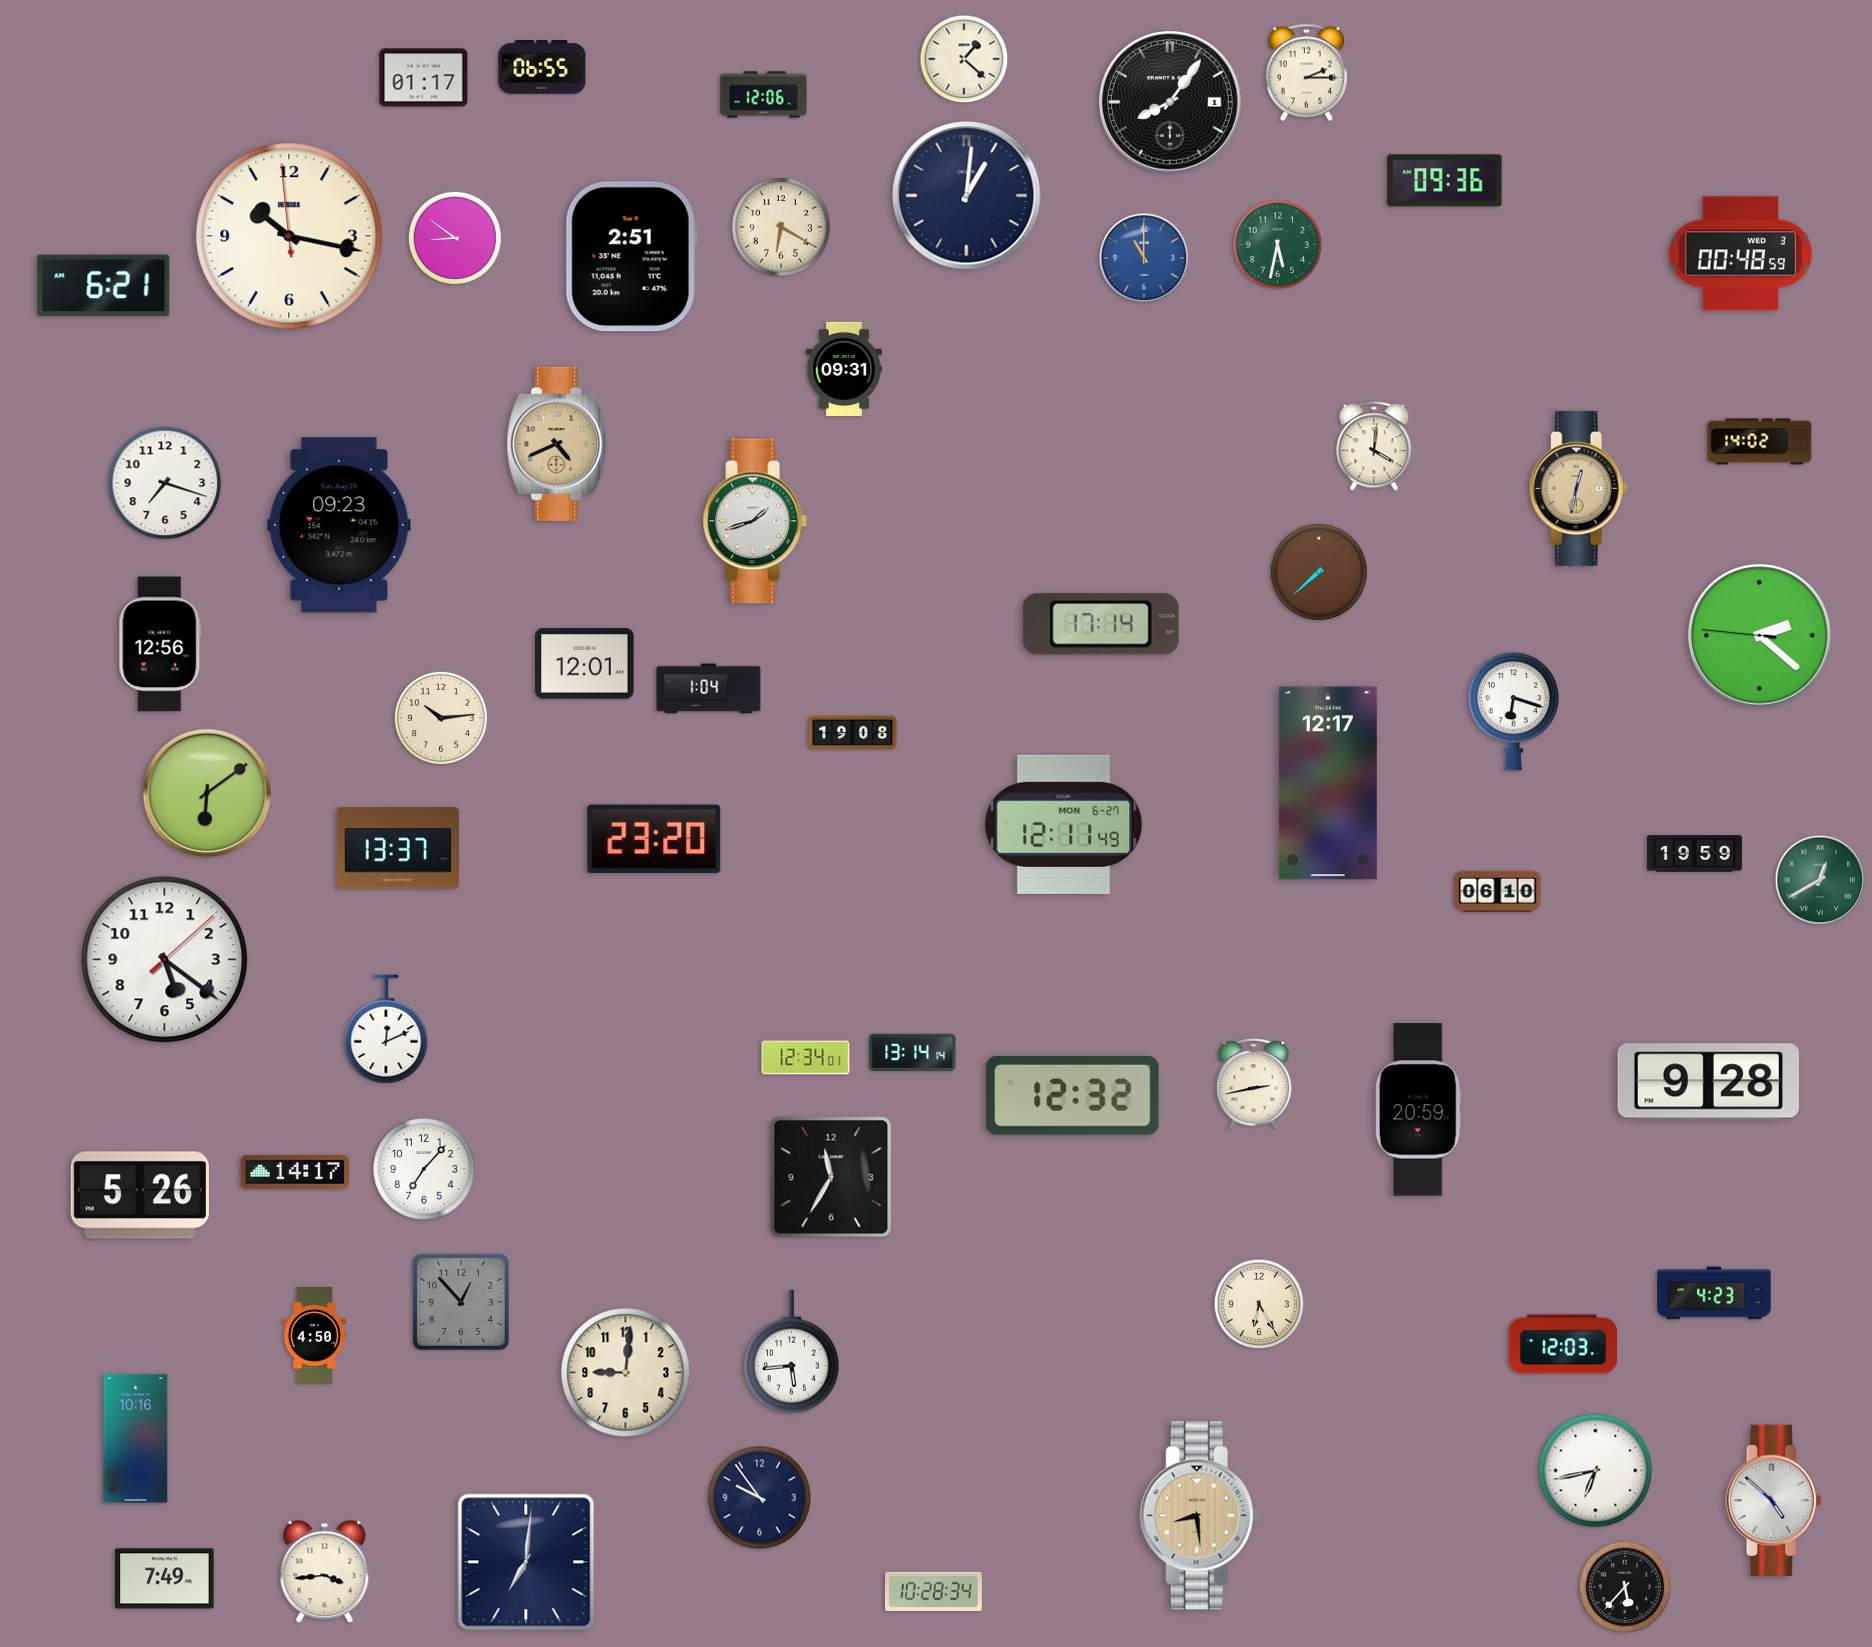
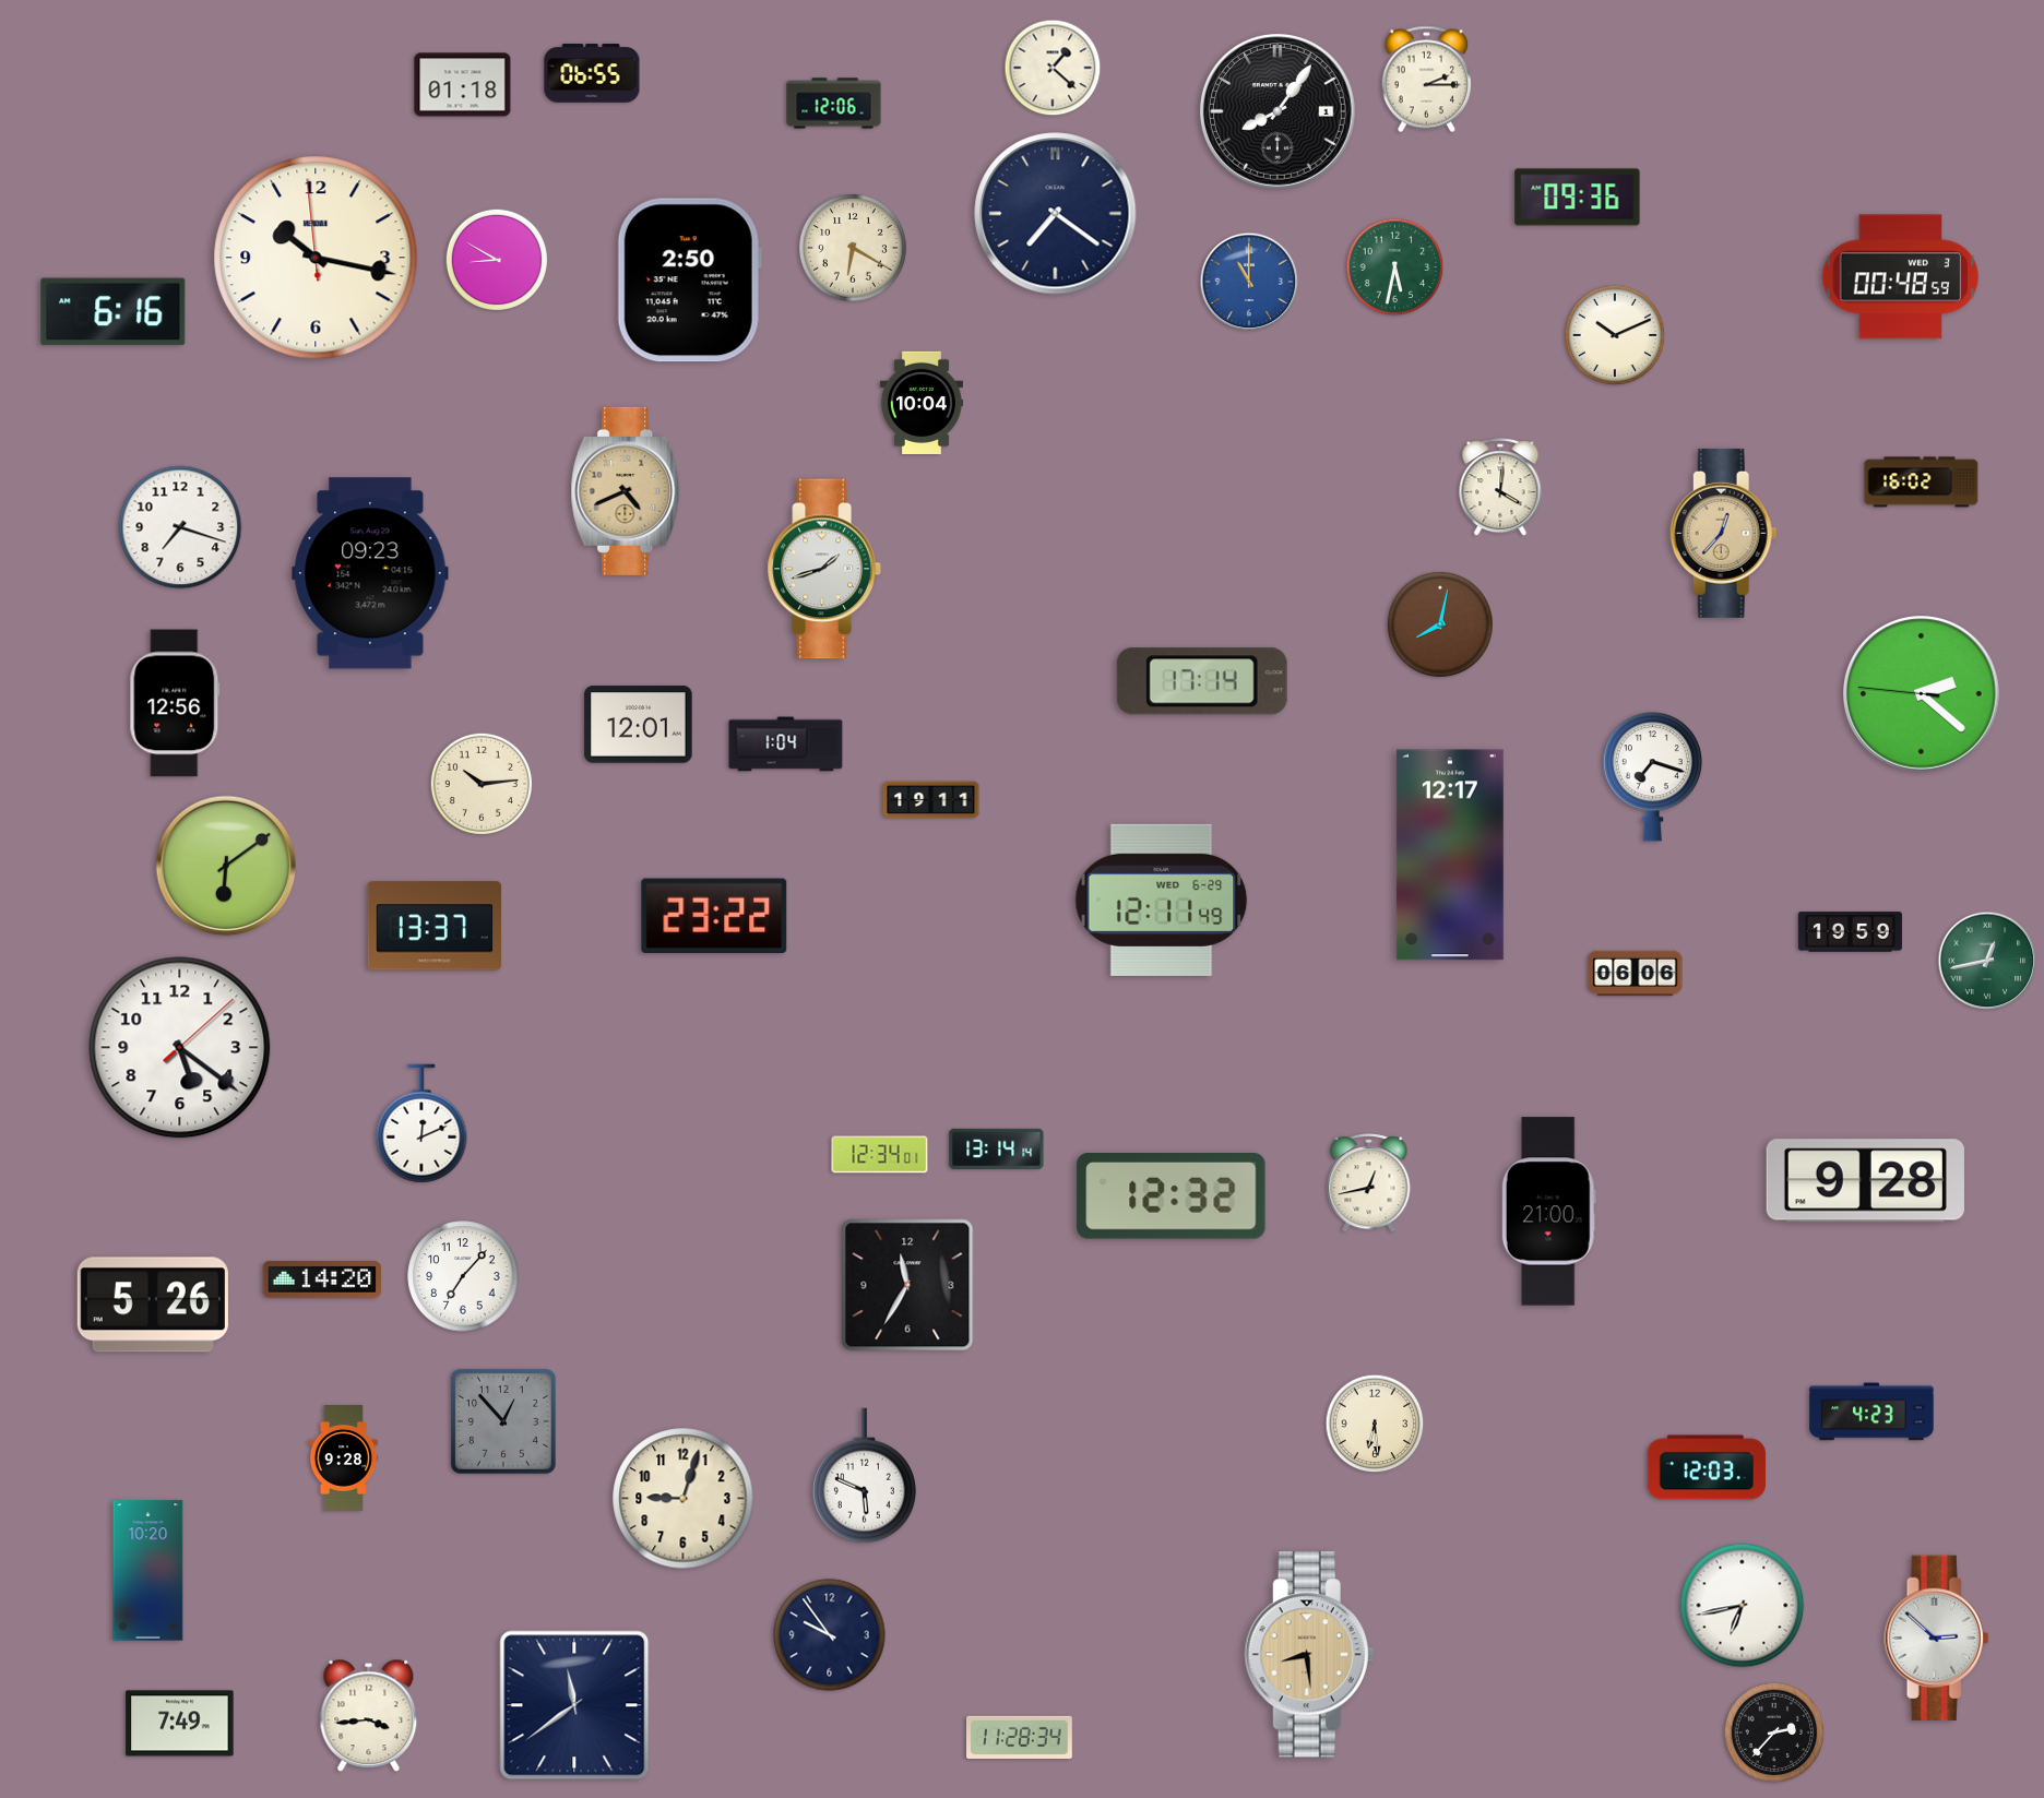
clock at (964, 59) position: (964, 59) -> (1053, 68)
clock at (424, 78): 01:17 -> 01:18
clock at (967, 196): 1:01 -> 7:21
clock at (455, 238): 8:51 -> 8:50
clock at (631, 257): 2:51 -> 2:50
clock at (104, 286): 6:21 -> 6:16
clock at (1615, 335): none -> 10:11
clock at (844, 368): 09:31 -> 10:04
clock at (1760, 442): 14:02 -> 16:02
clock at (557, 444) position: (557, 444) -> (626, 491)
clock at (1578, 488): 12:32 -> 12:37
clock at (1319, 572): 7:38 -> 8:02
clock at (709, 689) position: (709, 689) -> (786, 745)
clock at (1513, 712): 6:18 -> 7:18
clock at (853, 733): 19:08 -> 19:11
clock at (1064, 824) date: MON 6-27 -> WED 6-29
clock at (654, 838): 23:20 -> 23:22
clock at (1820, 880): 12:40 -> 12:43
clock at (1498, 892): 06:10 -> 06:06
clock at (1254, 1084): 2:43 -> 12:43
clock at (1418, 1110): 20:59 -> 21:00
clock at (294, 1172): 14:17 -> 14:20
clock at (1259, 1304): 6:25 -> 6:29
clock at (314, 1336): 4:50 -> 9:28
clock at (791, 1352): 5:44 -> 5:49
clock at (626, 1373): 9:01 -> 9:03
clock at (136, 1439): 10:16 -> 10:20
clock at (1774, 1501): 4:52 -> 2:52
clock at (526, 1562): 7:01 -> 11:39
clock at (325, 1572) position: (325, 1572) -> (369, 1716)
clock at (1625, 1587): 5:37 -> 2:37
clock at (934, 1591): 10:28 -> 11:28
